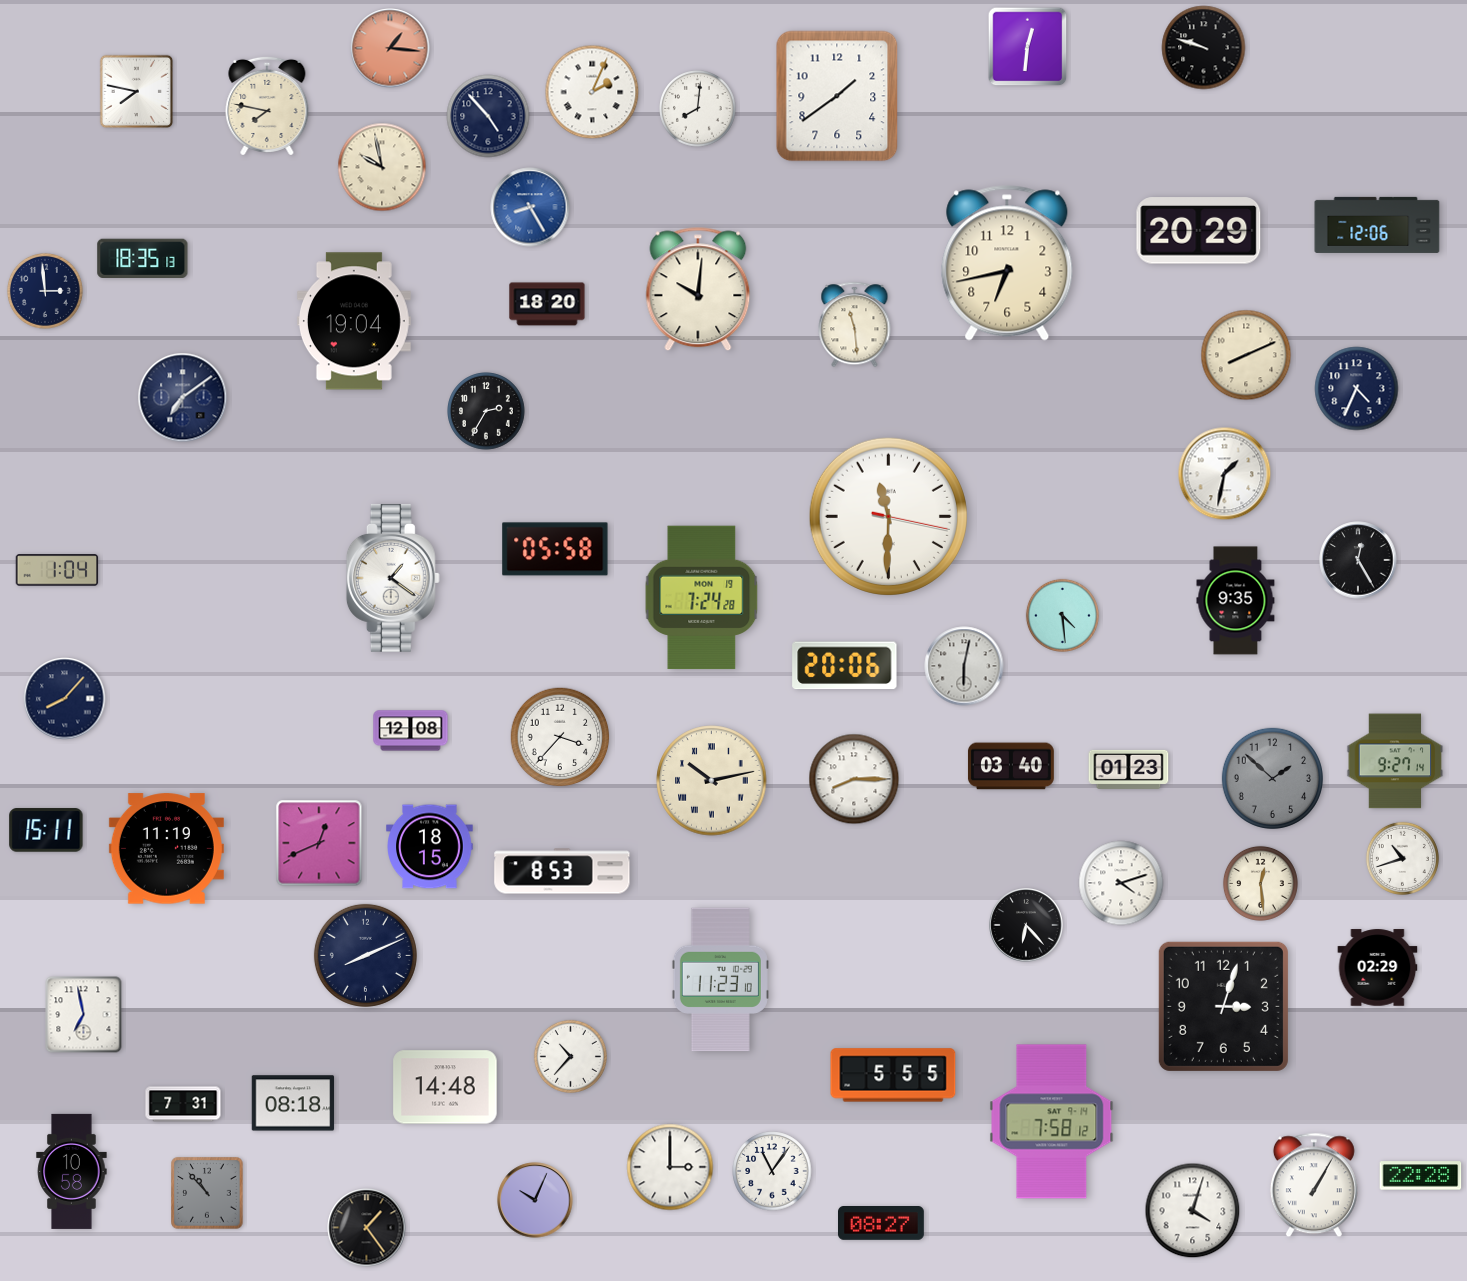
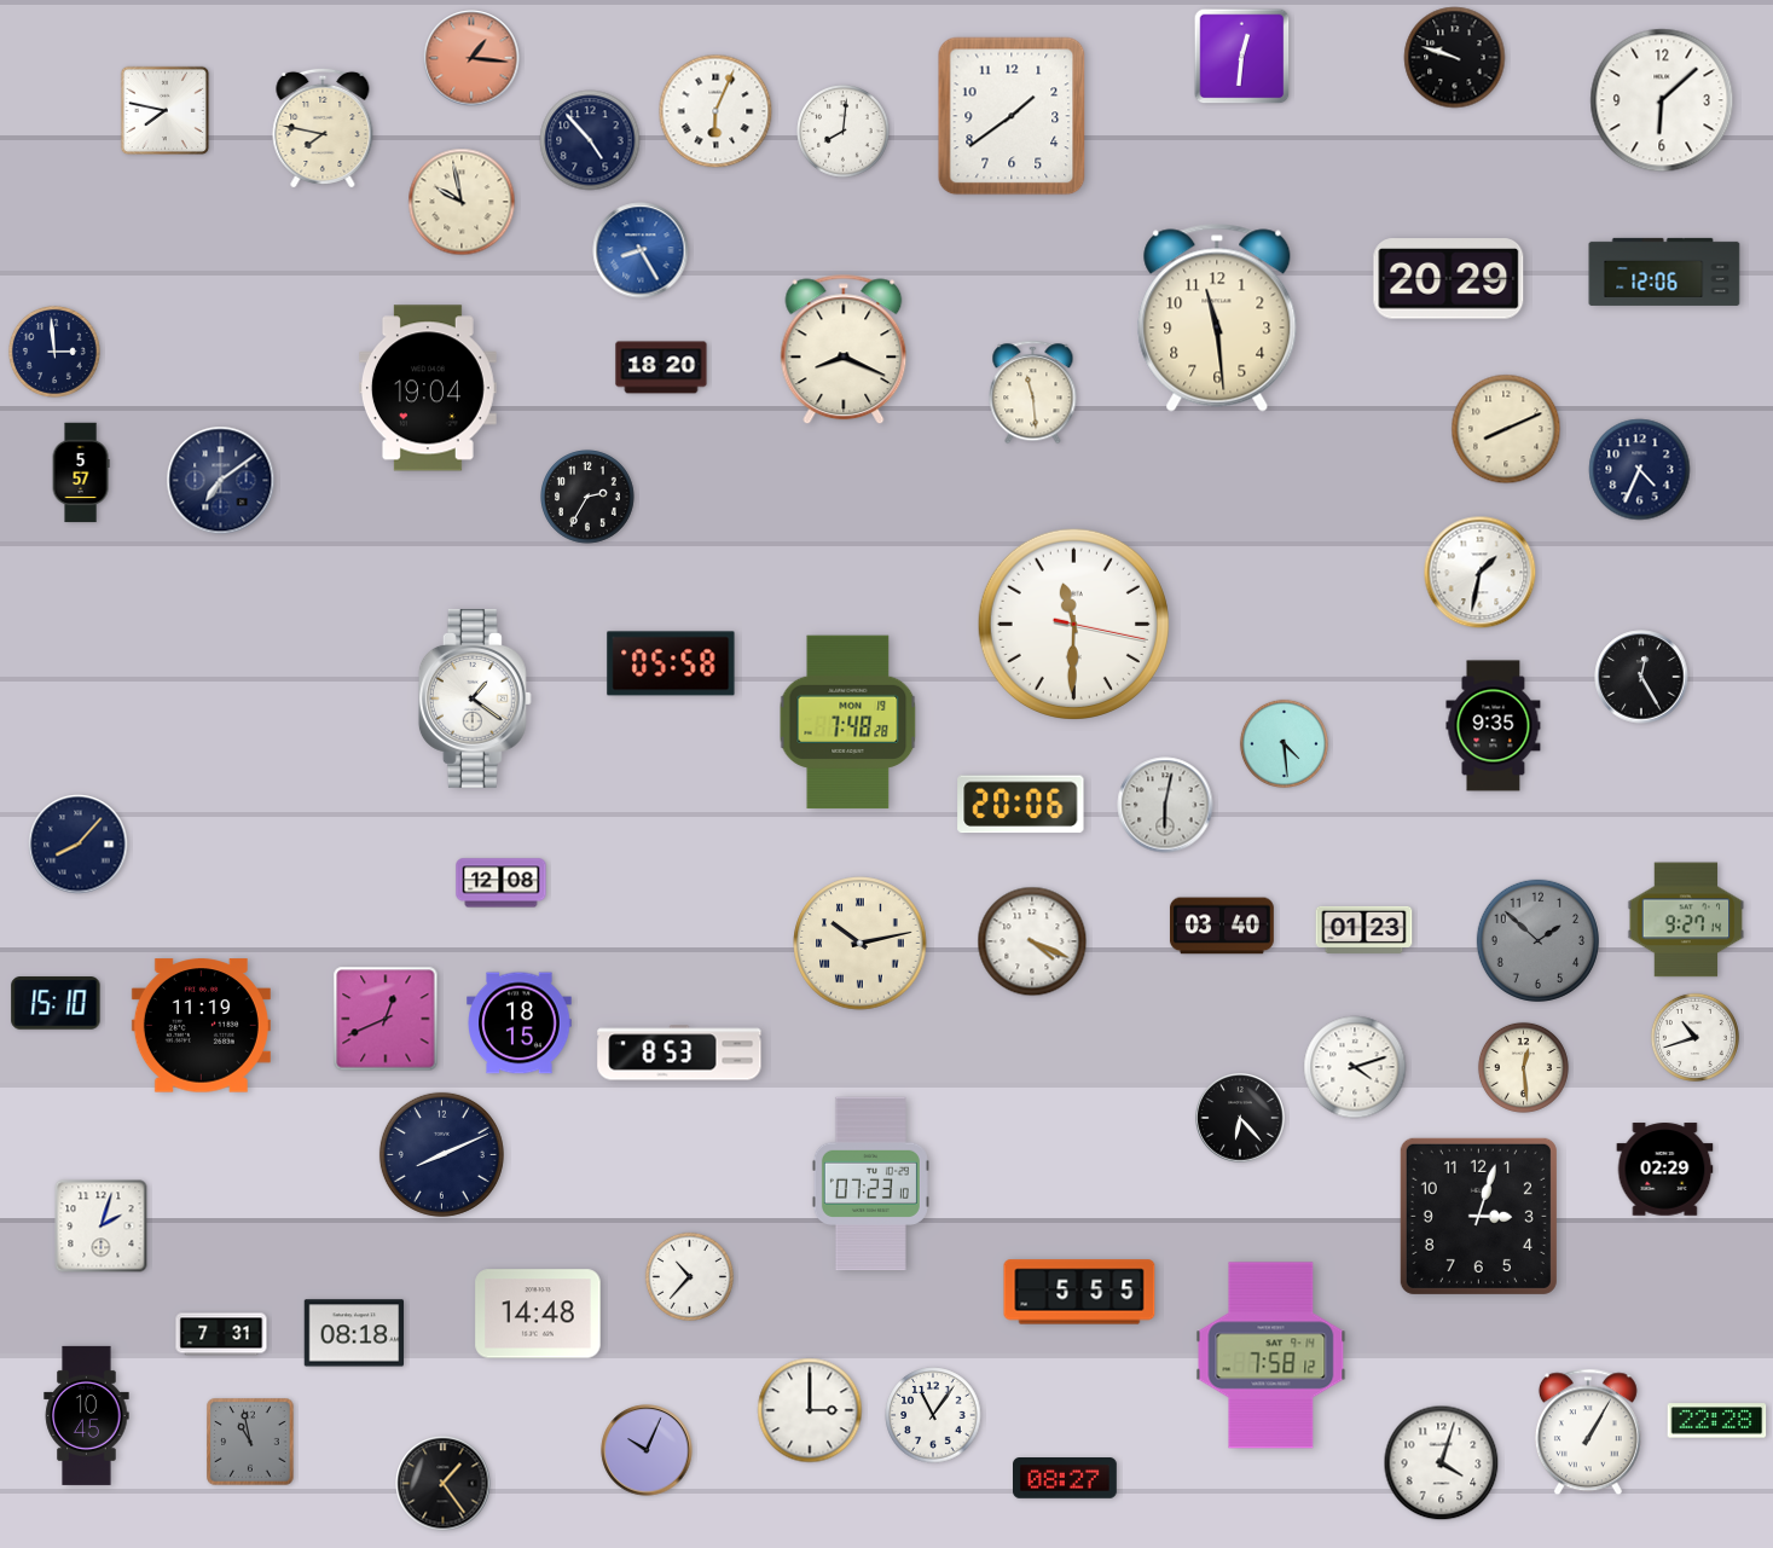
clock at (1662, 100): none -> 6:08
clock at (592, 92): 2:04 -> 6:04
clock at (143, 258): 18:35 -> none
clock at (1007, 263): 6:43 -> 11:29
clock at (698, 289): 10:01 -> 8:19
clock at (81, 472): none -> 5:57
clock at (57, 570): 1:04 -> none
clock at (702, 598): 7:24 -> 7:48
clock at (411, 731) position: (411, 731) -> (502, 883)
clock at (560, 737): 3:37 -> none
clock at (854, 779): 8:15 -> 4:19
clock at (46, 830): 15:11 -> 15:10
clock at (720, 980): 11:23 -> 07:23
clock at (84, 1015): 6:58 -> 2:03
clock at (893, 1075) position: (893, 1075) -> (1079, 1292)
clock at (72, 1171): 10:58 -> 10:45
clock at (207, 1193): 10:53 -> 10:58
